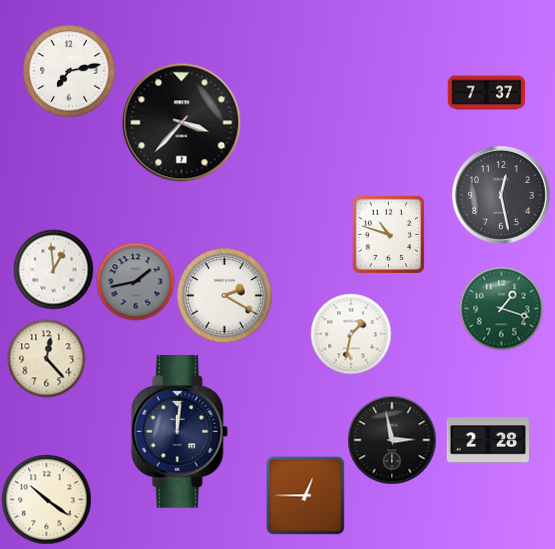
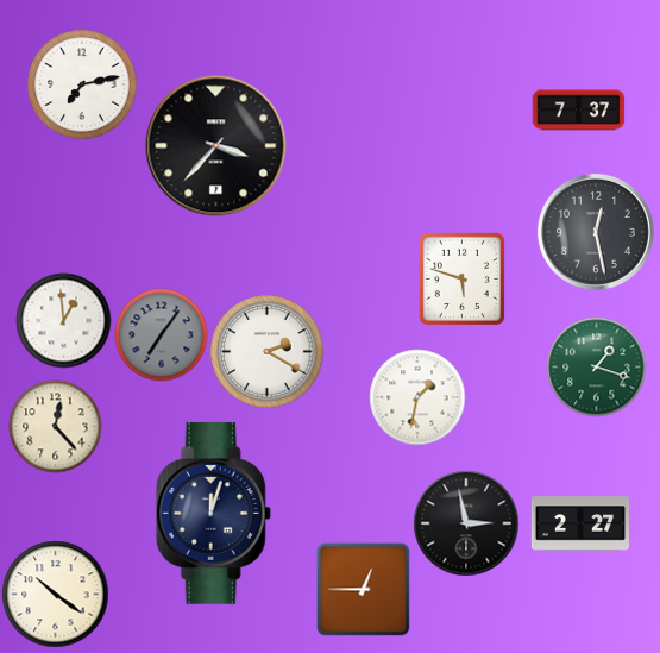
clock at (388, 234): 10:48 -> 5:48
clock at (135, 281): 1:43 -> 7:06
clock at (179, 432): 12:01 -> 12:03
clock at (487, 440): 2:28 -> 2:27
